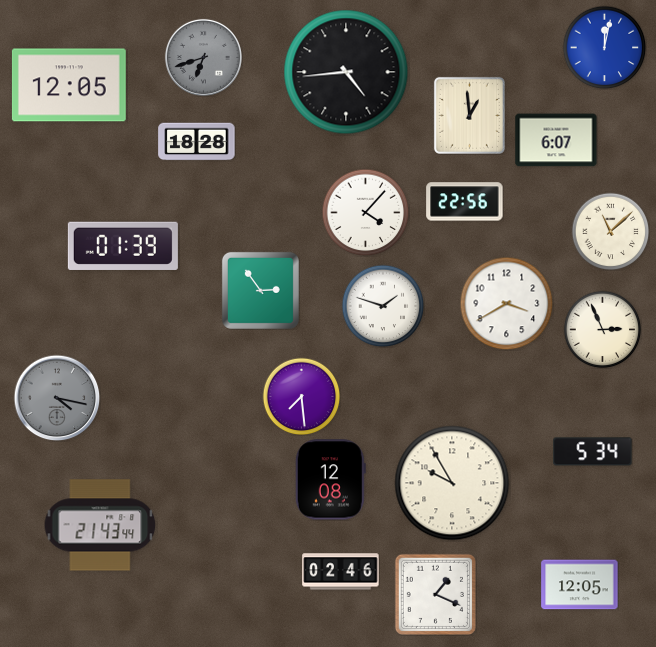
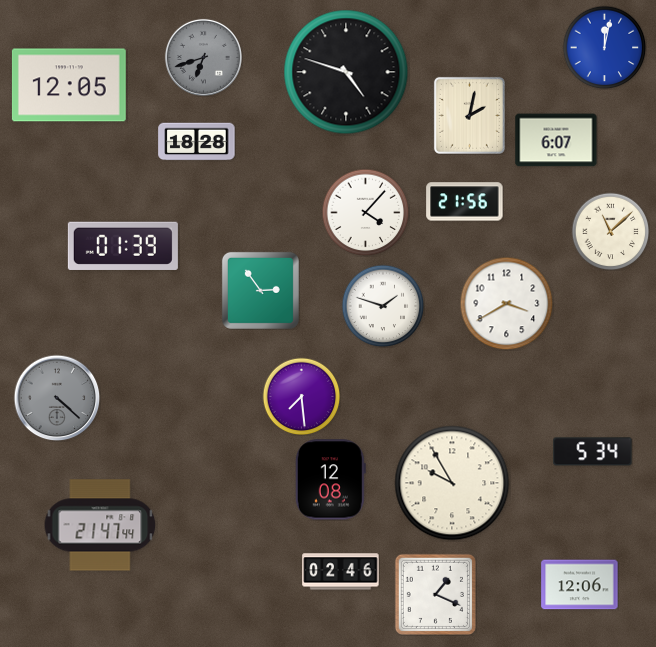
clock at (346, 72): 4:44 -> 4:48
clock at (469, 115): 12:59 -> 2:02
clock at (465, 202): 22:56 -> 21:56
clock at (602, 329): 2:56 -> none
clock at (57, 398): 4:17 -> 4:22
clock at (100, 525): 21:43 -> 21:47
clock at (580, 585): 12:05 -> 12:06
